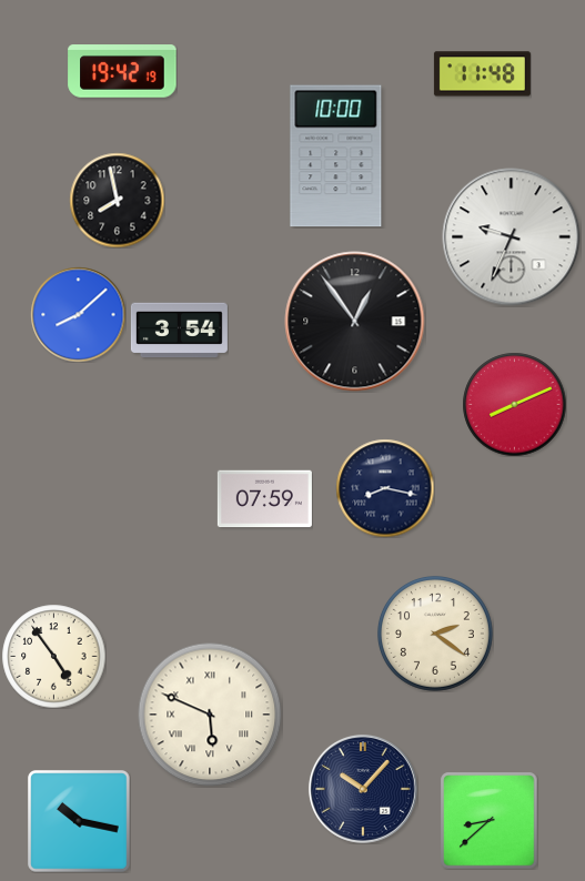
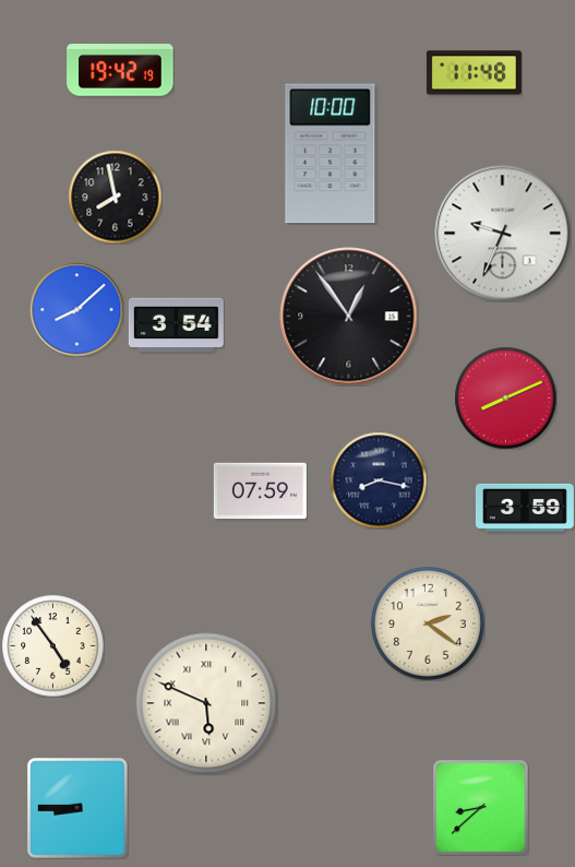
clock at (525, 508): none -> 3:59
clock at (363, 789): 10:07 -> none
clock at (79, 821): 10:17 -> 8:45
